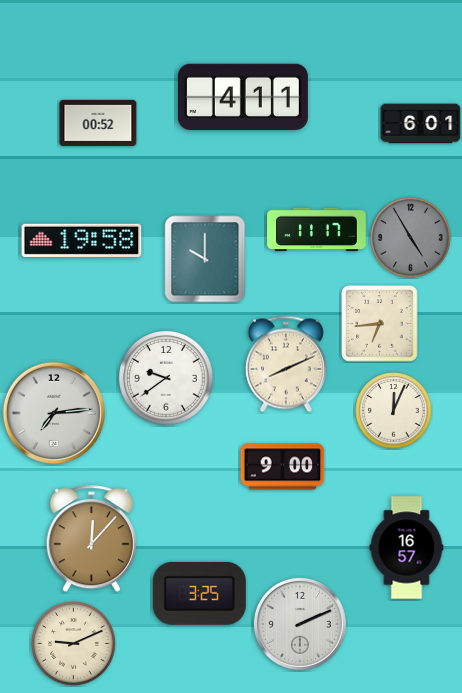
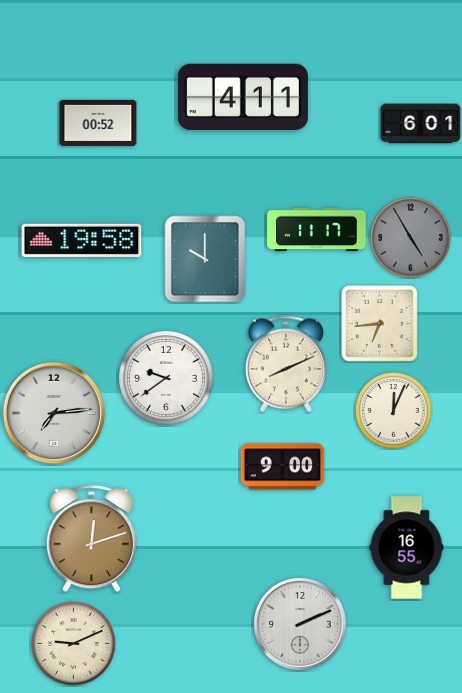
clock at (91, 539): 12:07 -> 12:12
clock at (407, 548): 16:57 -> 16:55
clock at (199, 593): 3:25 -> none
